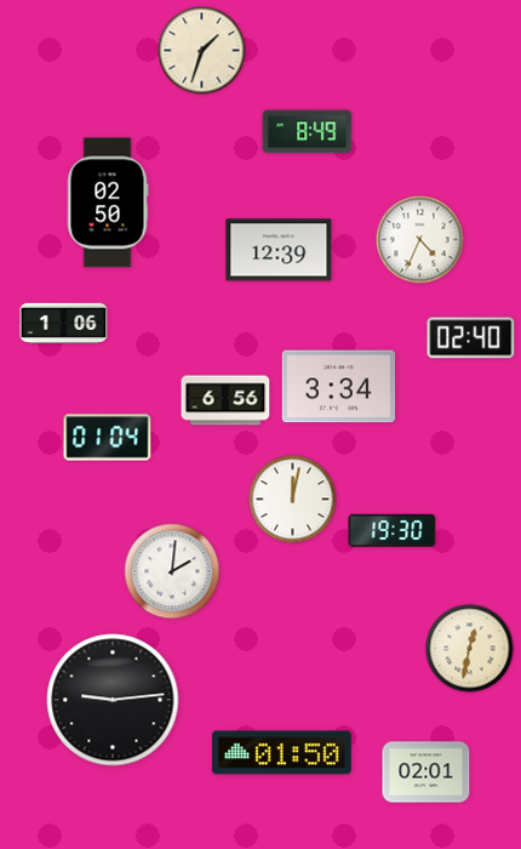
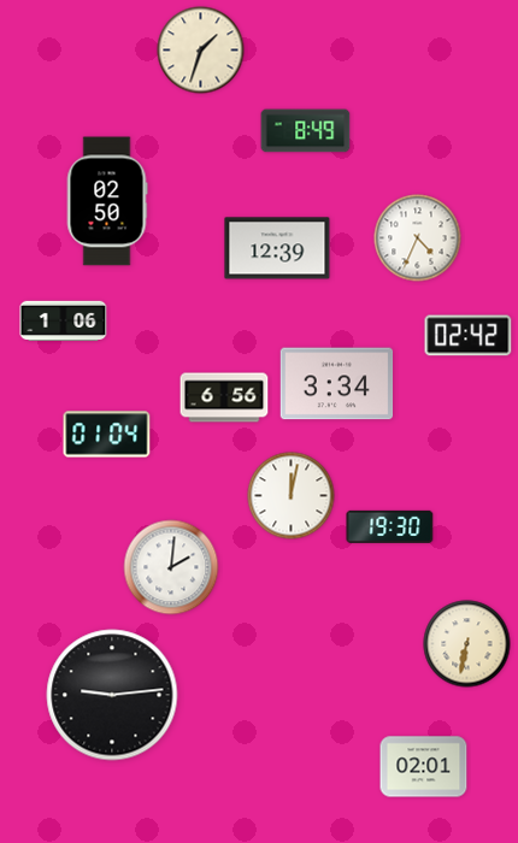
clock at (471, 338): 02:40 -> 02:42
clock at (470, 649): 12:32 -> 6:32
clock at (281, 753): 01:50 -> none
